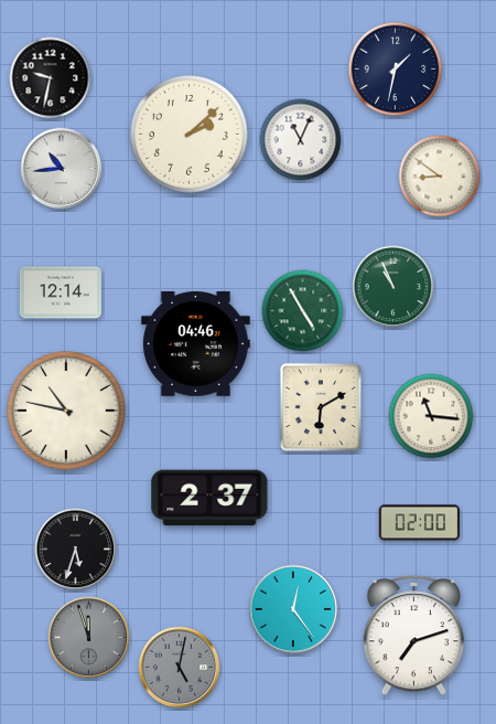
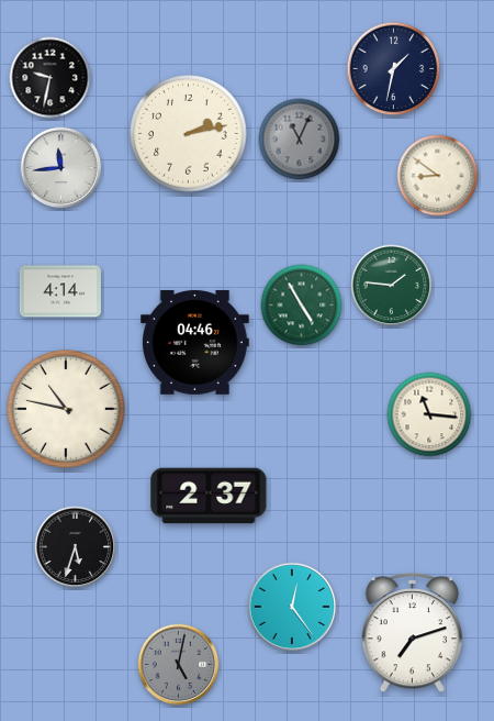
clock at (190, 135): 2:08 -> 2:13
clock at (301, 140) dial: white -> grey
clock at (62, 169): 10:44 -> 11:44
clock at (393, 287): 10:56 -> 1:46
clock at (61, 292): 12:14 -> 4:14
clock at (303, 311) position: (303, 311) -> (302, 306)
clock at (321, 407): 6:10 -> none
clock at (419, 523): 02:00 -> none
clock at (89, 638): 11:57 -> none
